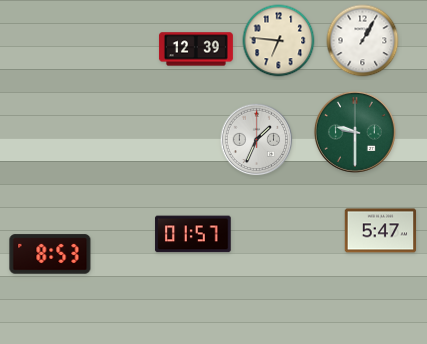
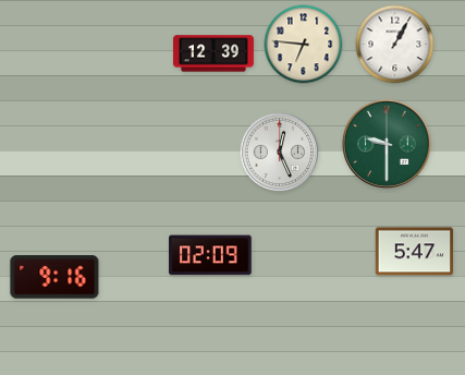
clock at (257, 140): 1:34 -> 12:26
clock at (193, 234): 01:57 -> 02:09
clock at (50, 254): 8:53 -> 9:16
